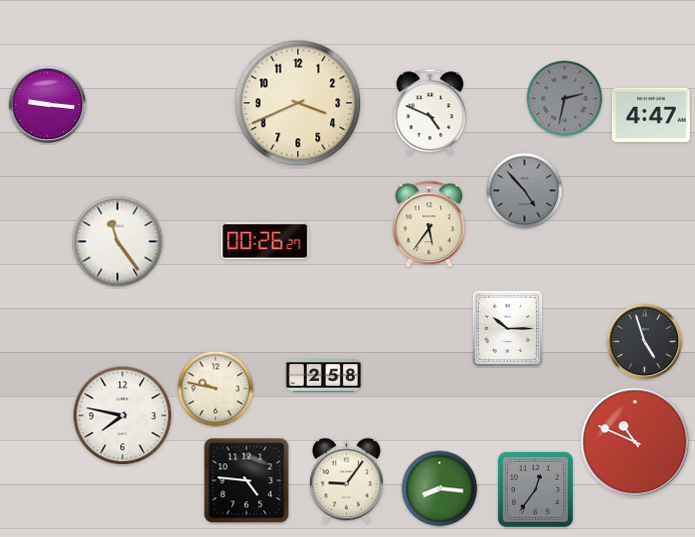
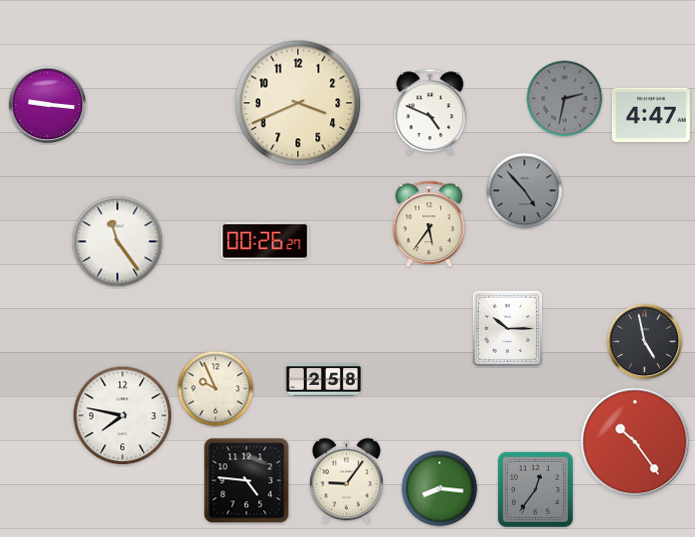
clock at (645, 342): 4:57 -> 4:58
clock at (323, 376) position: (323, 376) -> (323, 380)
clock at (216, 389): 9:47 -> 9:56
clock at (635, 442): 10:49 -> 10:24
